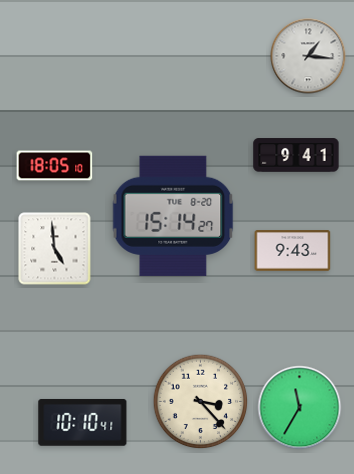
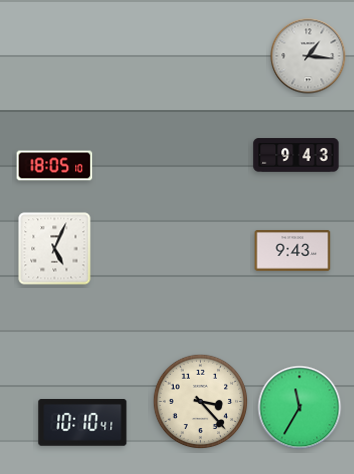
clock at (296, 155): 9:41 -> 9:43
clock at (173, 216): 15:14 -> none
clock at (55, 249): 4:59 -> 5:04
